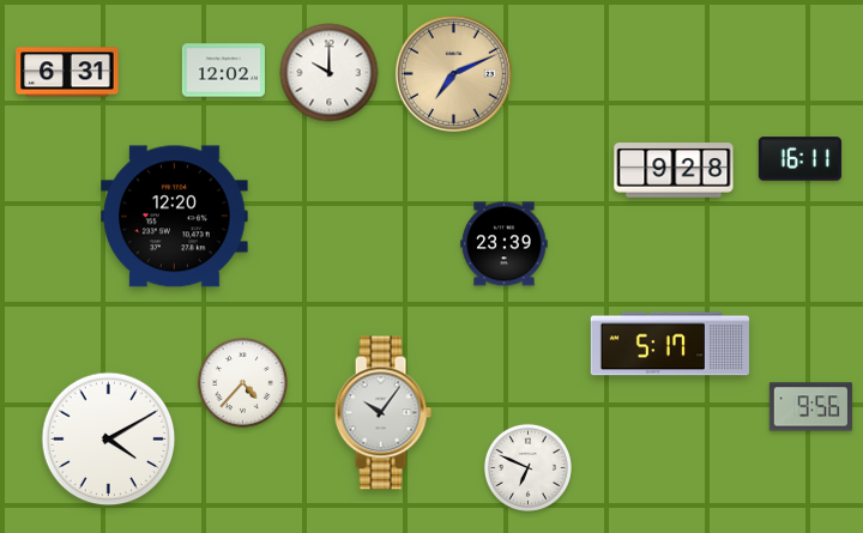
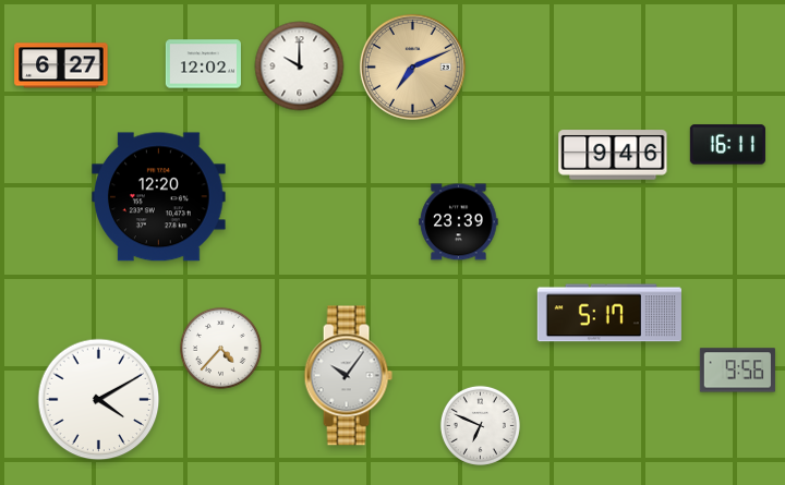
clock at (67, 72): 6:31 -> 6:27
clock at (674, 170): 9:28 -> 9:46
